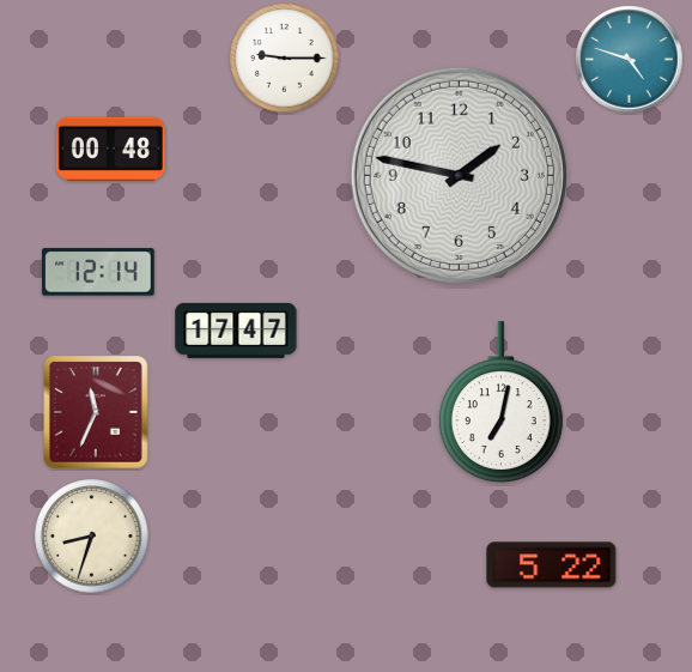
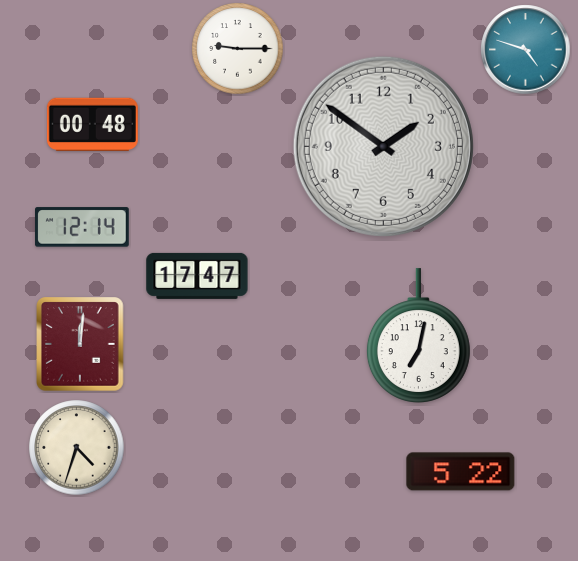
clock at (459, 175): 1:47 -> 1:51
clock at (96, 412): 11:34 -> 12:01
clock at (92, 537): 8:33 -> 4:33
